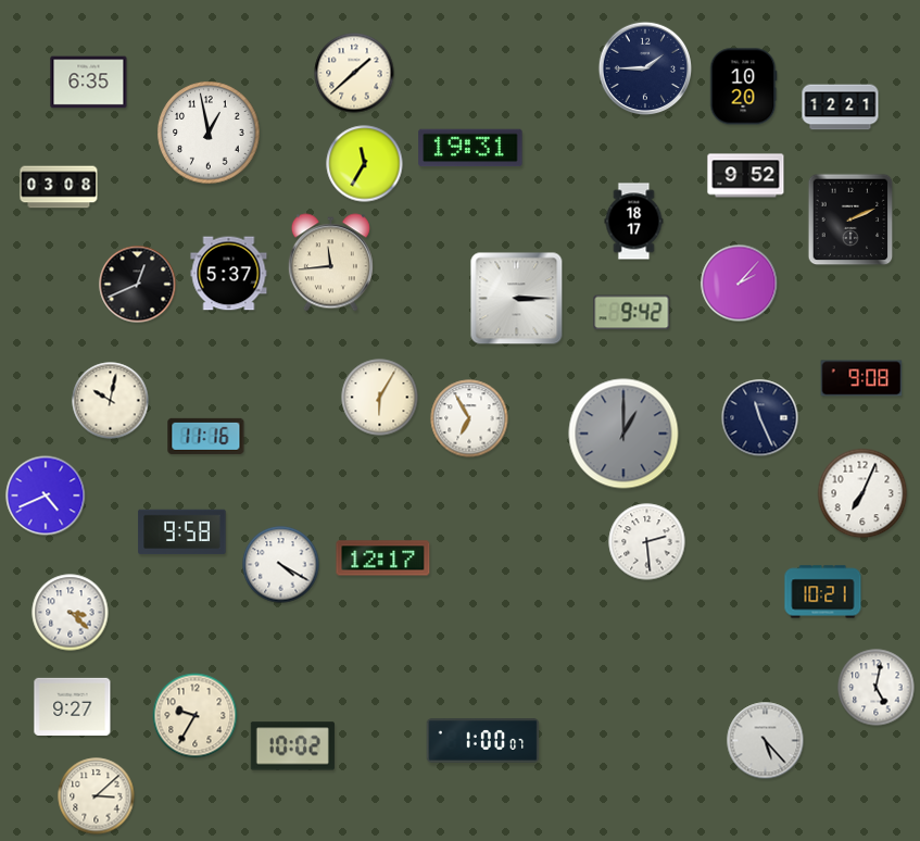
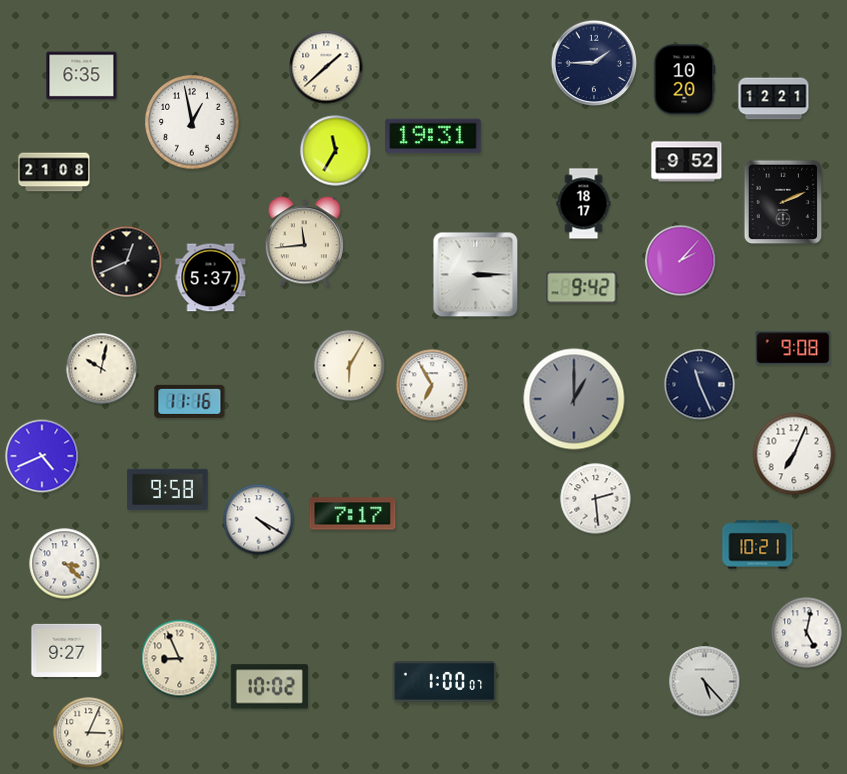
clock at (59, 187): 03:08 -> 21:08
clock at (229, 274) position: (229, 274) -> (211, 278)
clock at (383, 558): 12:17 -> 7:17
clock at (196, 716): 9:35 -> 8:56
clock at (97, 796): 3:08 -> 3:04
